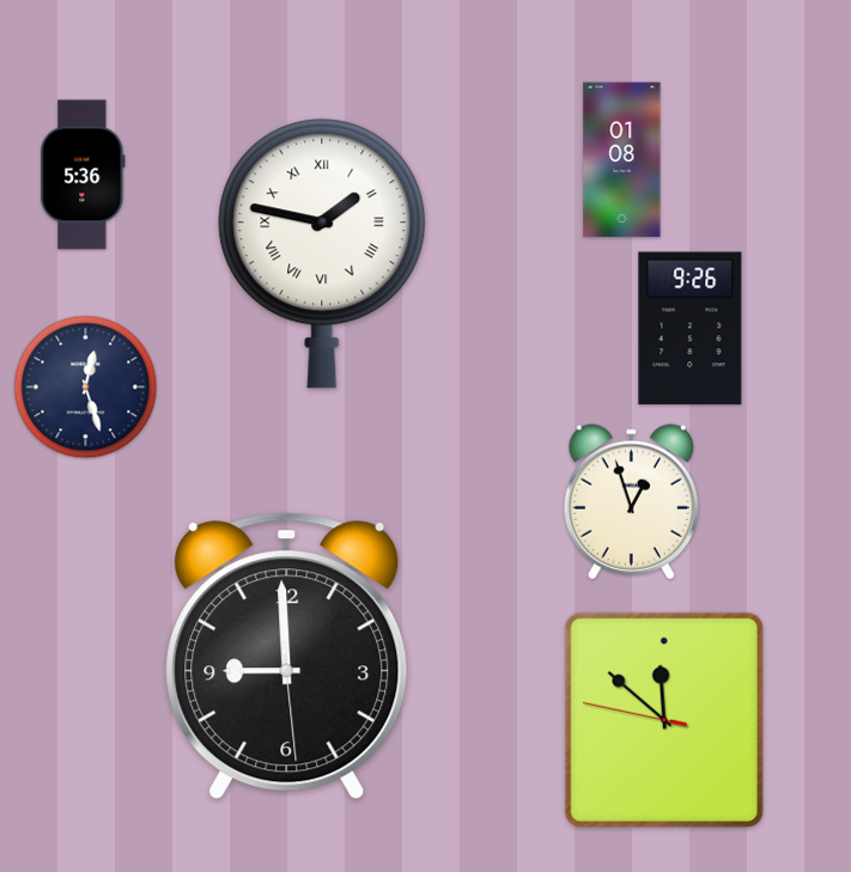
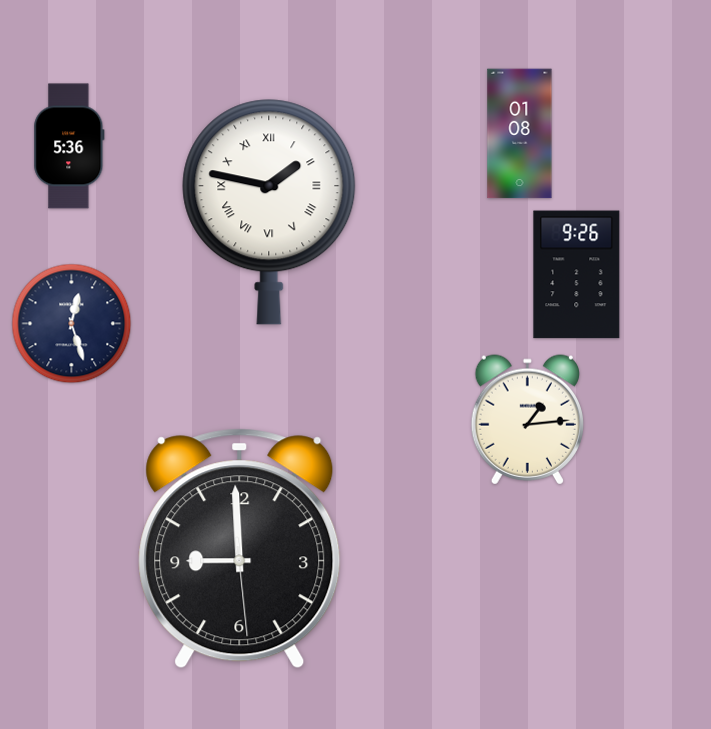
clock at (631, 502): 12:57 -> 1:14
clock at (664, 720): 11:51 -> none
